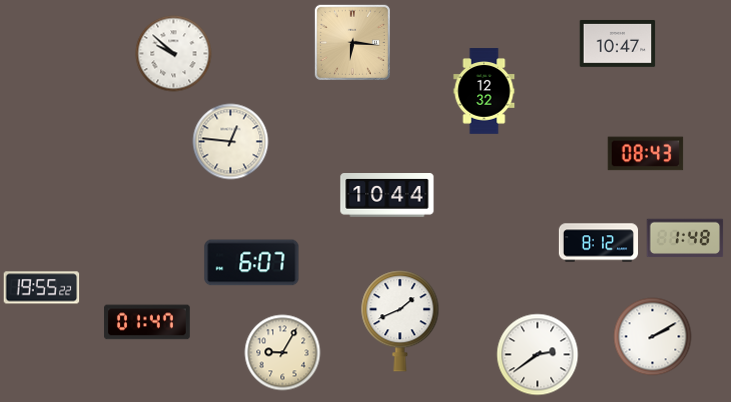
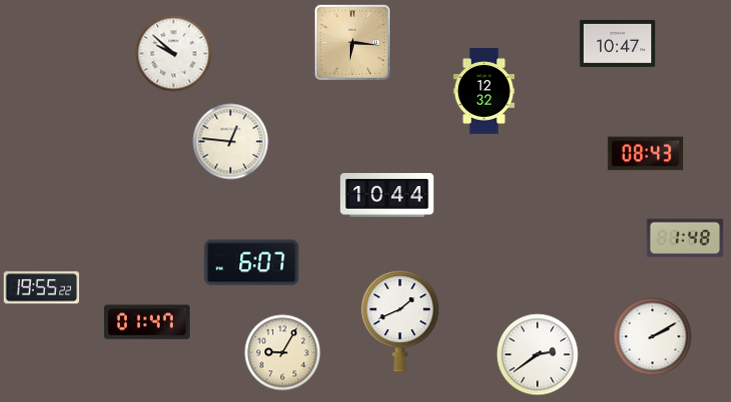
clock at (598, 243): 8:12 -> none
